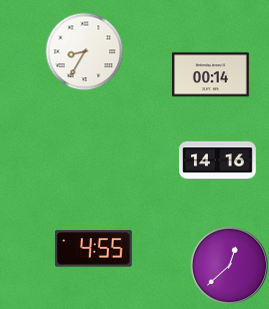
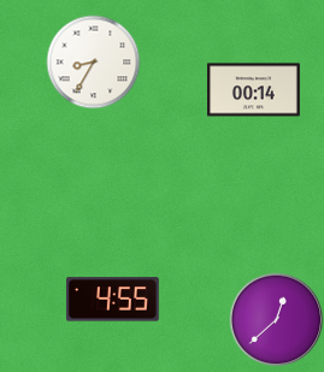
clock at (84, 51) position: (84, 51) -> (93, 61)
clock at (218, 161): 14:16 -> none
